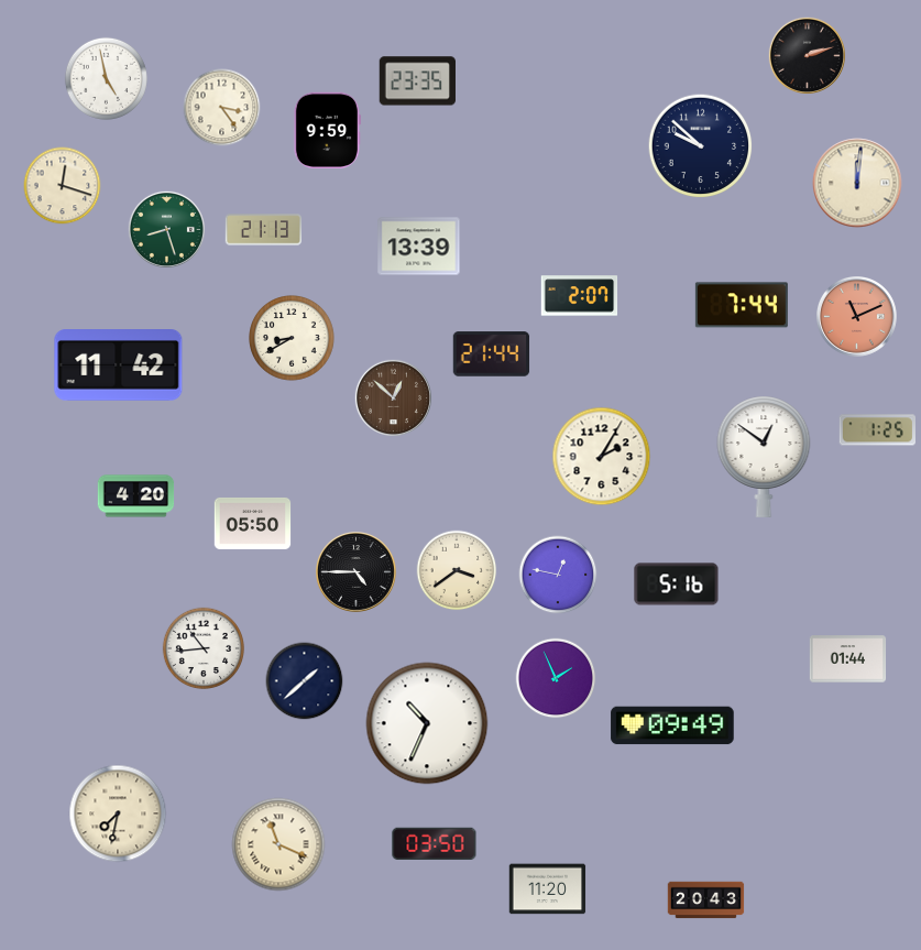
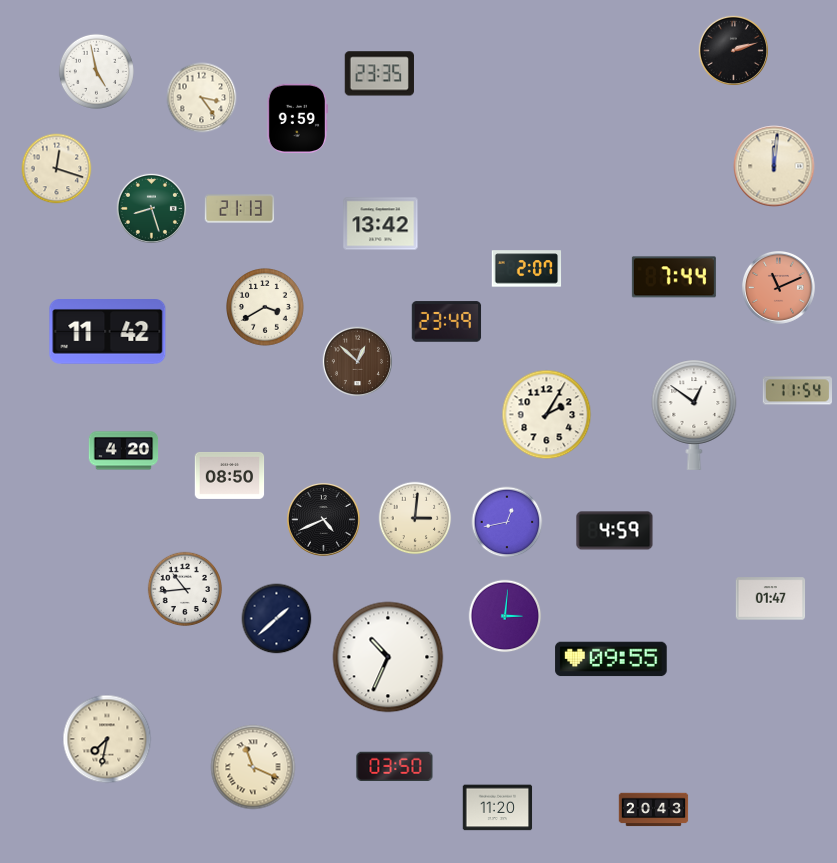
clock at (701, 146): 9:52 -> none
clock at (857, 183) position: (857, 183) -> (774, 166)
clock at (419, 247): 13:39 -> 13:42
clock at (293, 339): 8:40 -> 3:40
clock at (492, 354): 21:44 -> 23:49
clock at (877, 430): 1:25 -> 11:54
clock at (253, 523): 05:50 -> 08:50
clock at (457, 570): 3:39 -> 3:01
clock at (357, 572): 4:45 -> 4:41
clock at (558, 575): 12:47 -> 12:43
clock at (677, 585): 5:16 -> 4:59
clock at (848, 659): 01:44 -> 01:47
clock at (556, 678): 1:56 -> 3:01
clock at (672, 725): 09:49 -> 09:55
clock at (706, 900) position: (706, 900) -> (654, 810)
